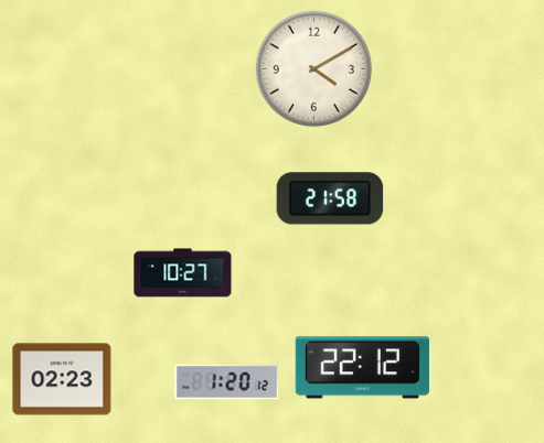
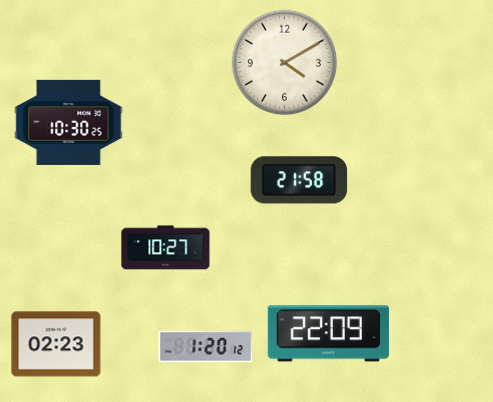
clock at (69, 122): none -> 10:30
clock at (362, 368): 22:12 -> 22:09
